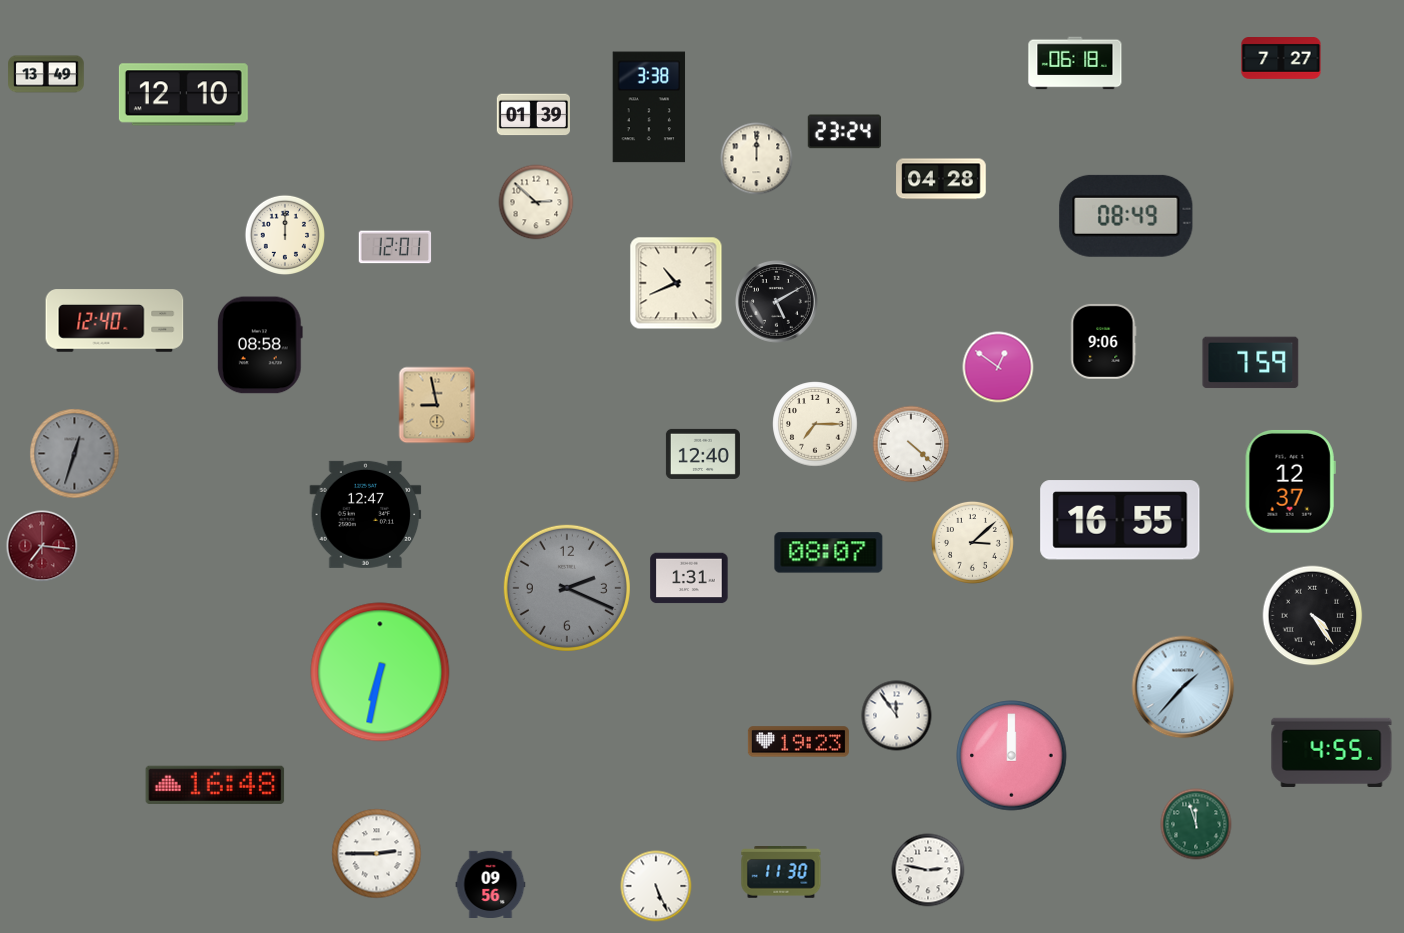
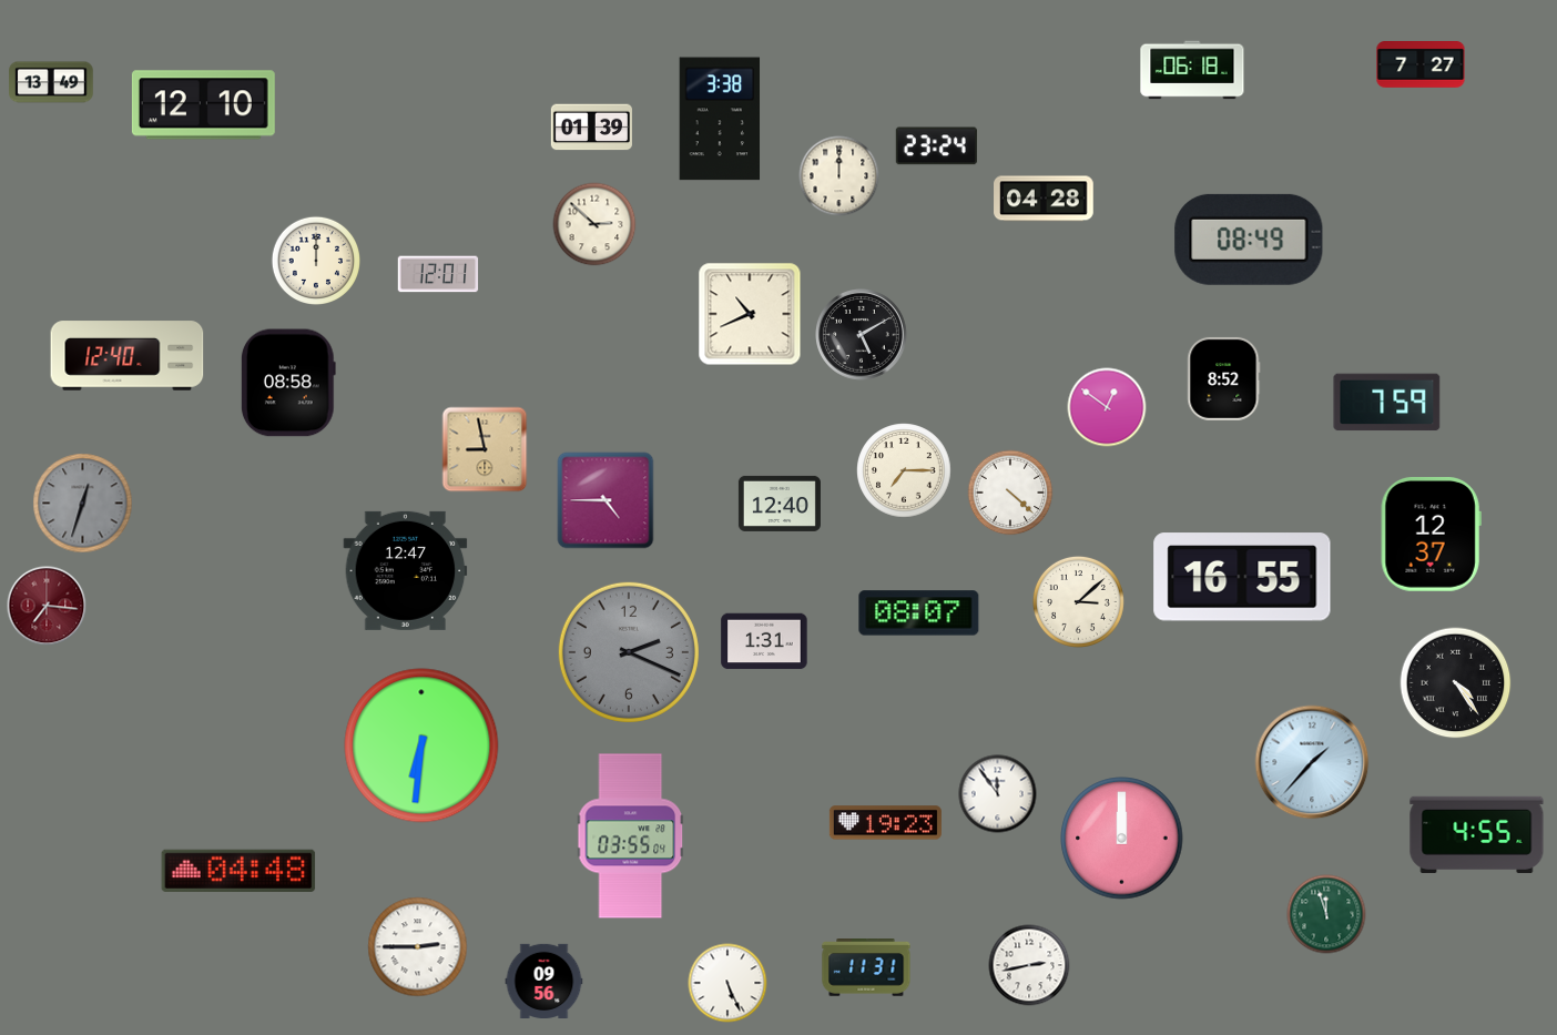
clock at (1104, 341): 9:06 -> 8:52
clock at (605, 500): none -> 4:45
clock at (380, 672): 6:32 -> 6:31
clock at (897, 716) position: (897, 716) -> (998, 794)
clock at (631, 836): none -> 03:55
clock at (215, 785): 16:48 -> 04:48
clock at (928, 870): 2:47 -> 2:43
clock at (781, 872): 11:30 -> 11:31
